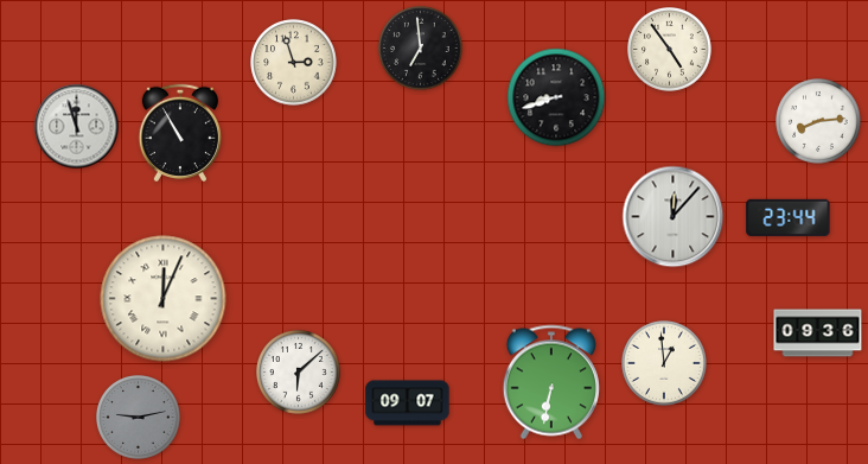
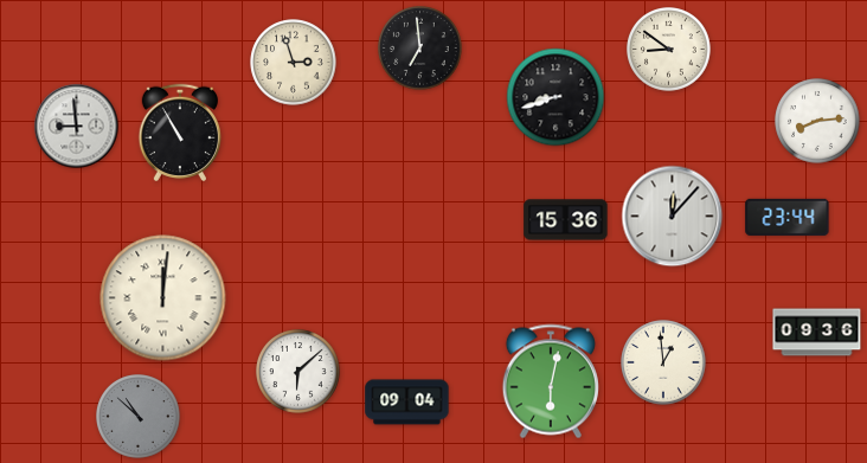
clock at (670, 50): 4:54 -> 8:51
clock at (77, 127): 11:57 -> 8:59
clock at (566, 220): none -> 15:36
clock at (164, 299): 12:04 -> 12:01
clock at (551, 382): 6:32 -> 6:02
clock at (408, 403): 09:07 -> 09:04
clock at (139, 418): 9:13 -> 10:52
